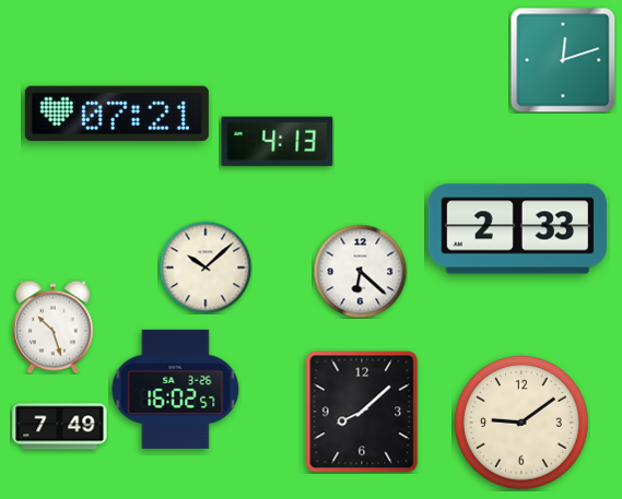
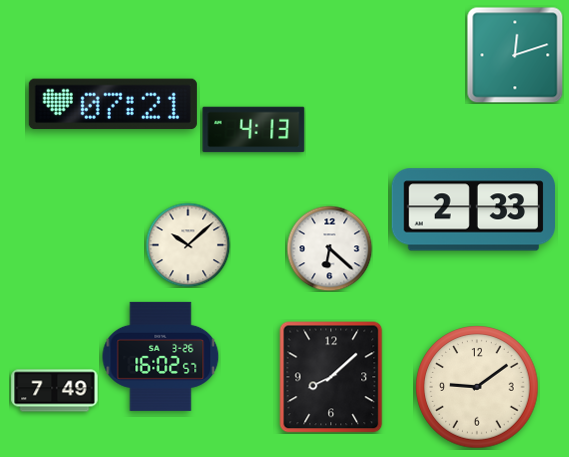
clock at (117, 114) position: (117, 114) -> (113, 104)
clock at (54, 326): 10:27 -> none
